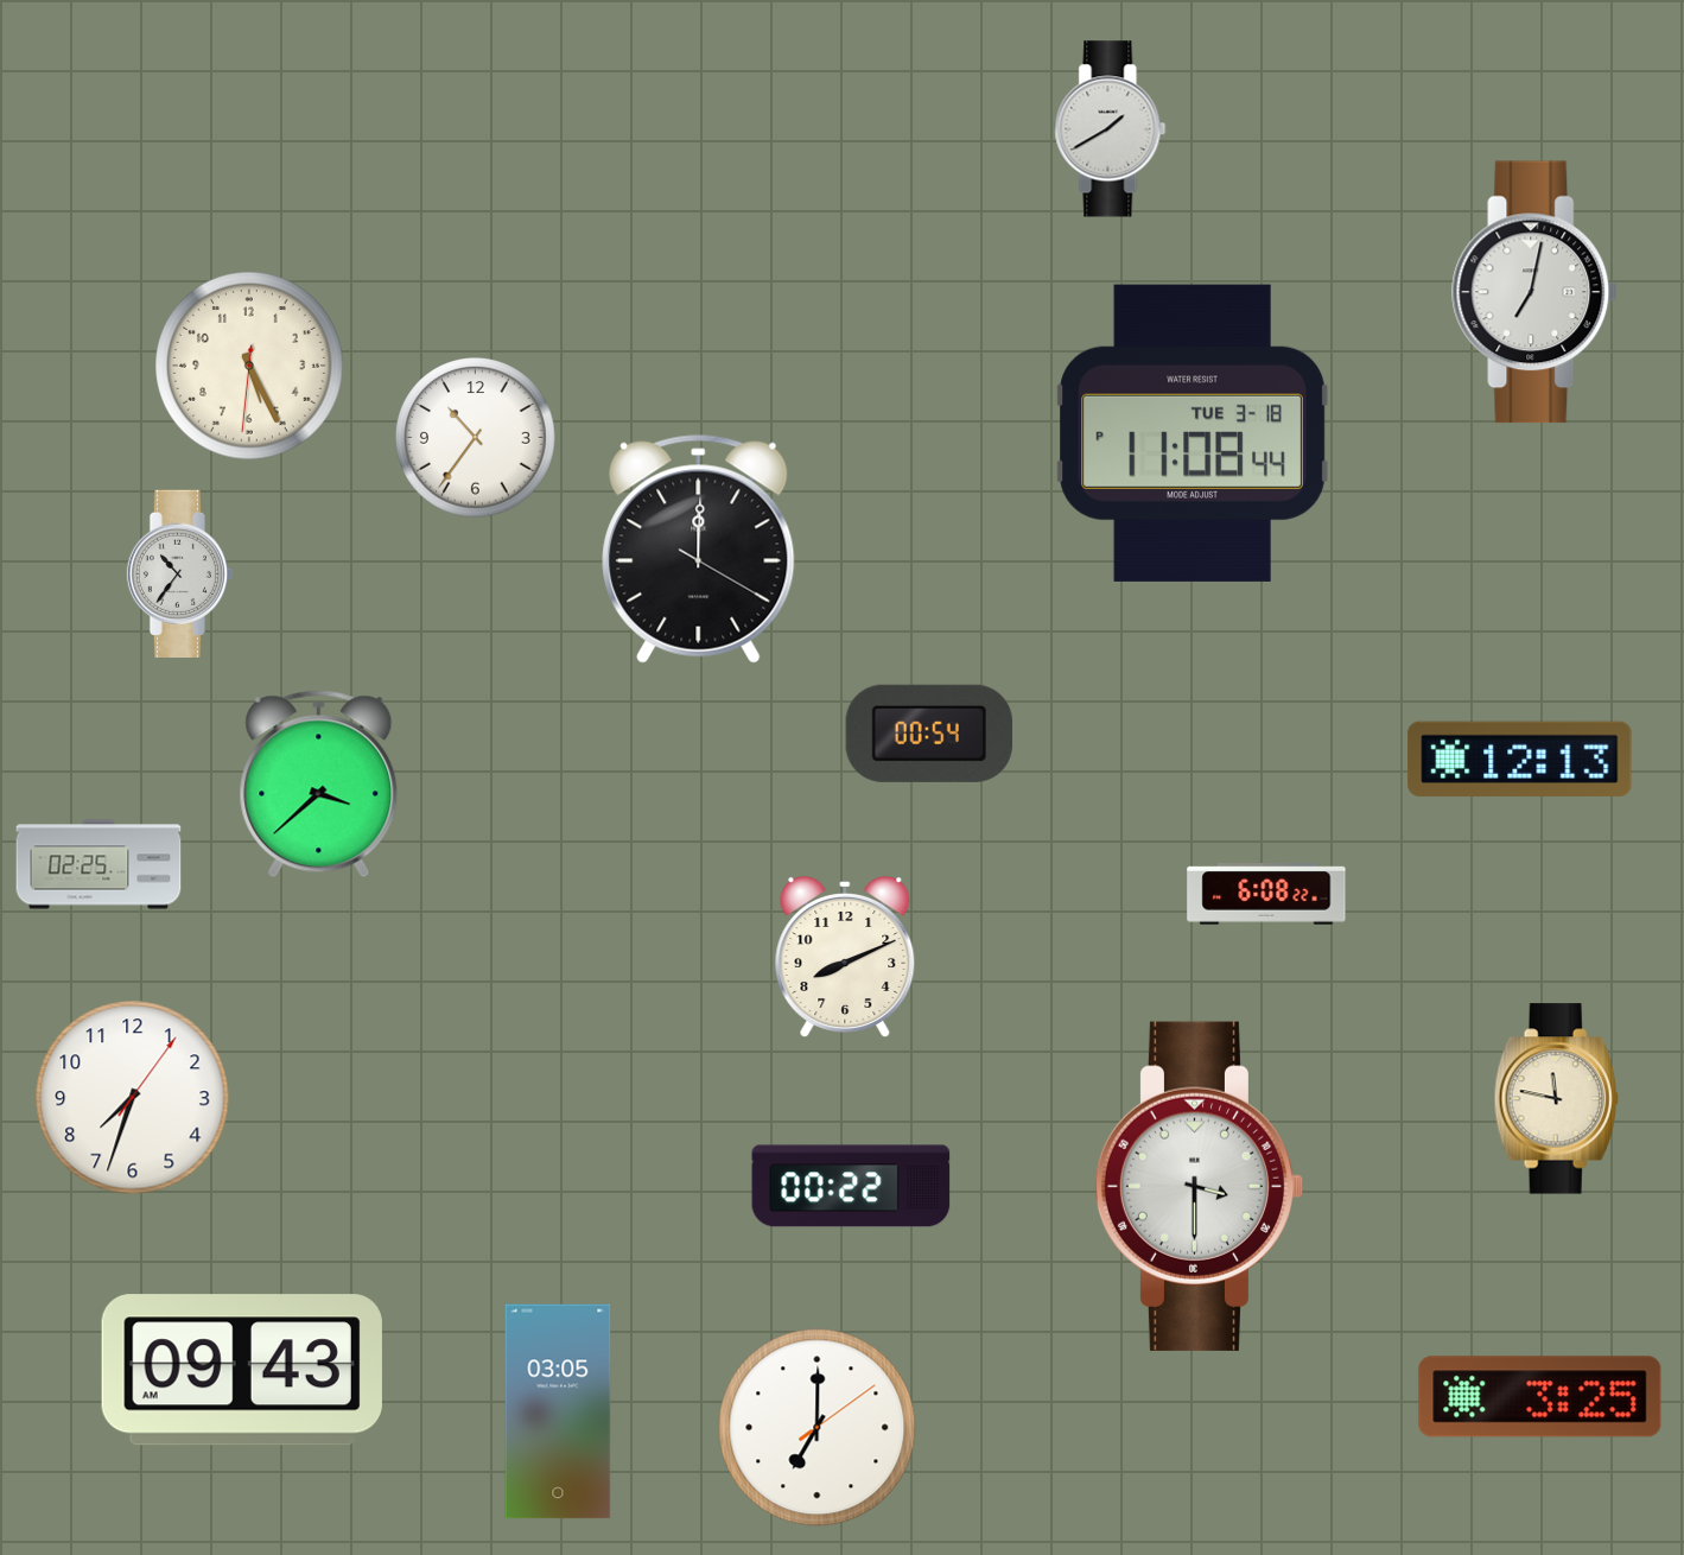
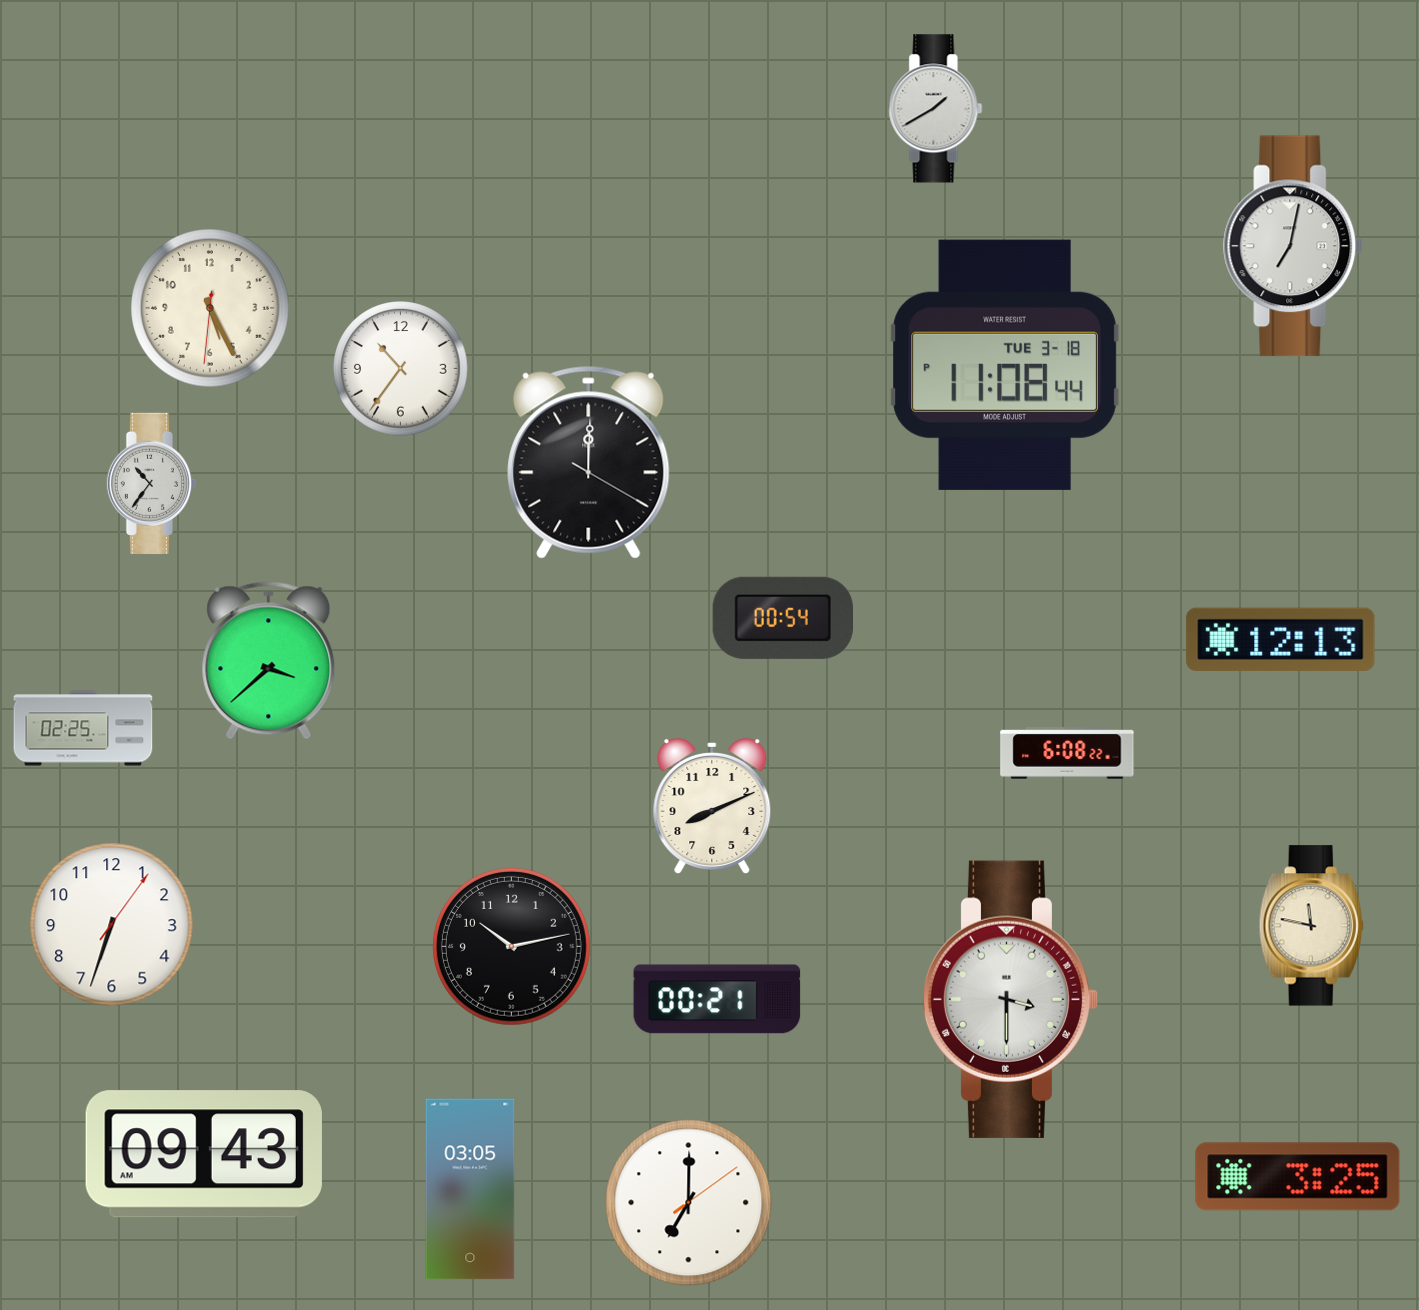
clock at (133, 1098): 7:33 -> 6:33
clock at (511, 946): none -> 10:13
clock at (851, 1186): 00:22 -> 00:21
